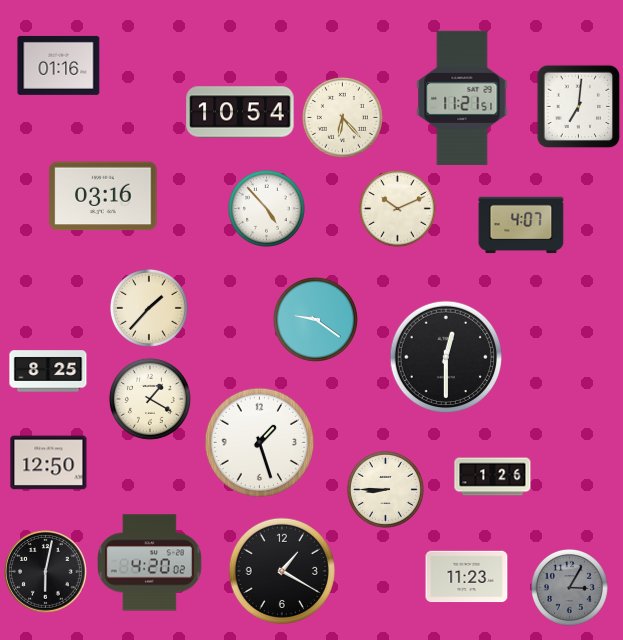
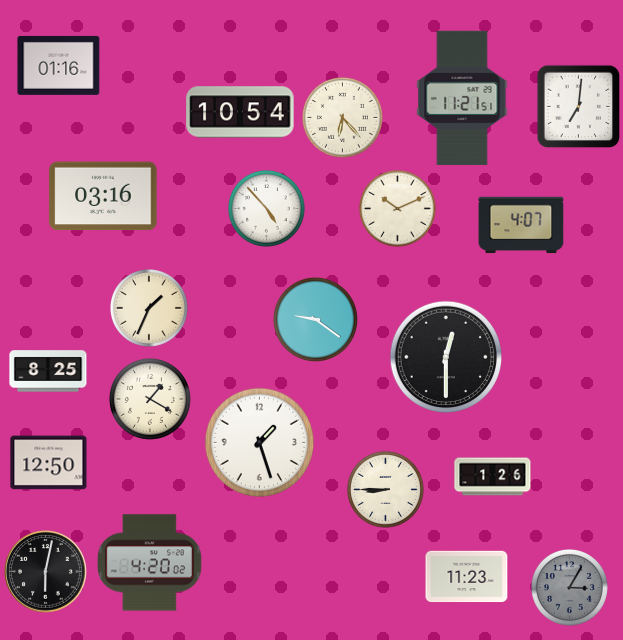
clock at (149, 308): 1:37 -> 1:34
clock at (281, 570): 1:20 -> none
